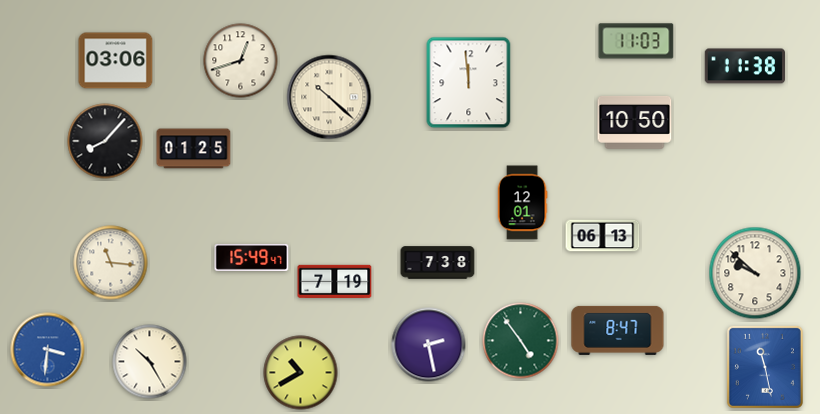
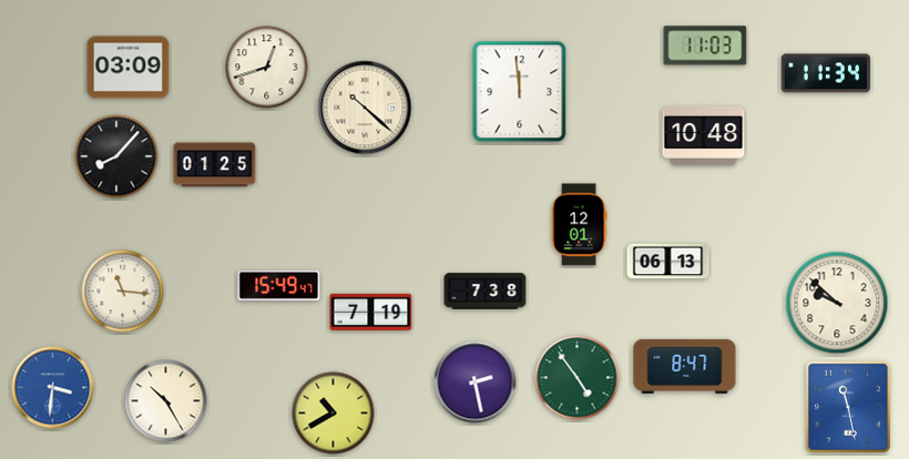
clock at (116, 61): 03:06 -> 03:09
clock at (744, 66): 11:38 -> 11:34
clock at (635, 122): 10:50 -> 10:48
